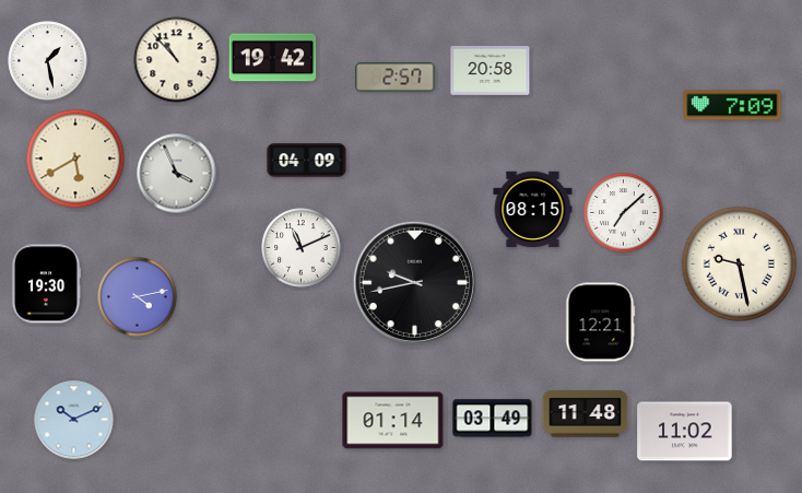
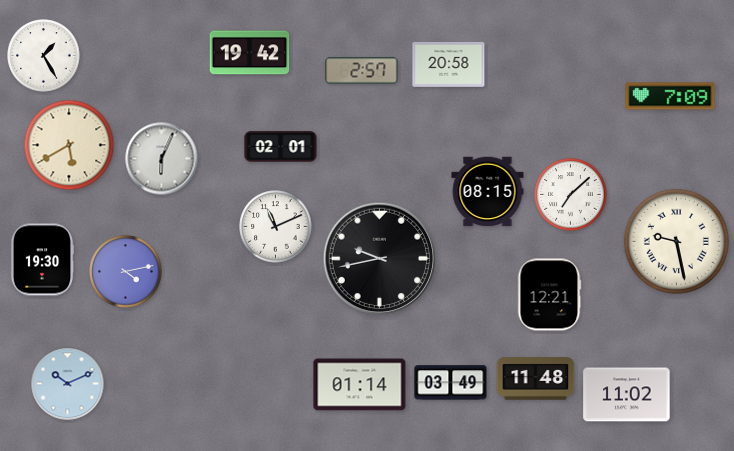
clock at (177, 60): 10:53 -> none
clock at (48, 61): 1:28 -> 1:25
clock at (307, 161): 04:09 -> 02:01
clock at (177, 174): 3:56 -> 6:04
